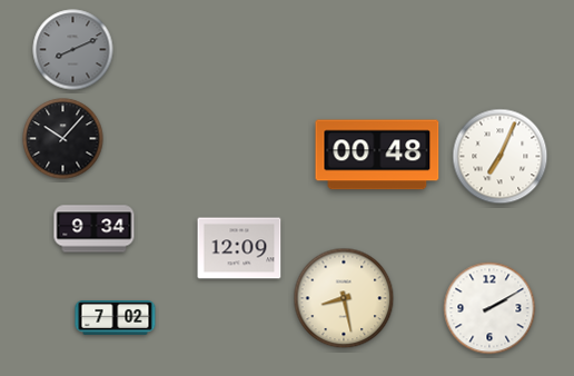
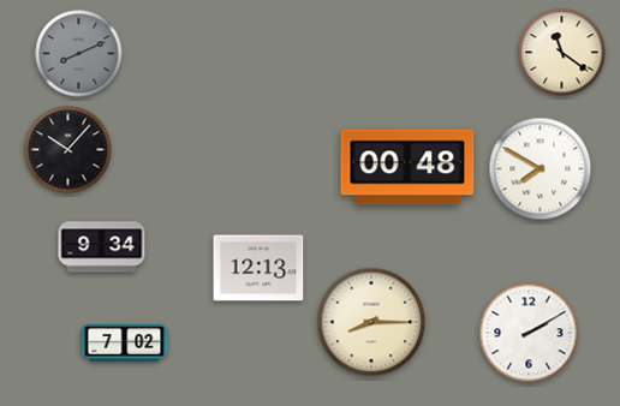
clock at (562, 53): none -> 11:21
clock at (501, 157): 7:04 -> 7:50
clock at (239, 248): 12:09 -> 12:13
clock at (344, 298): 8:28 -> 8:15
